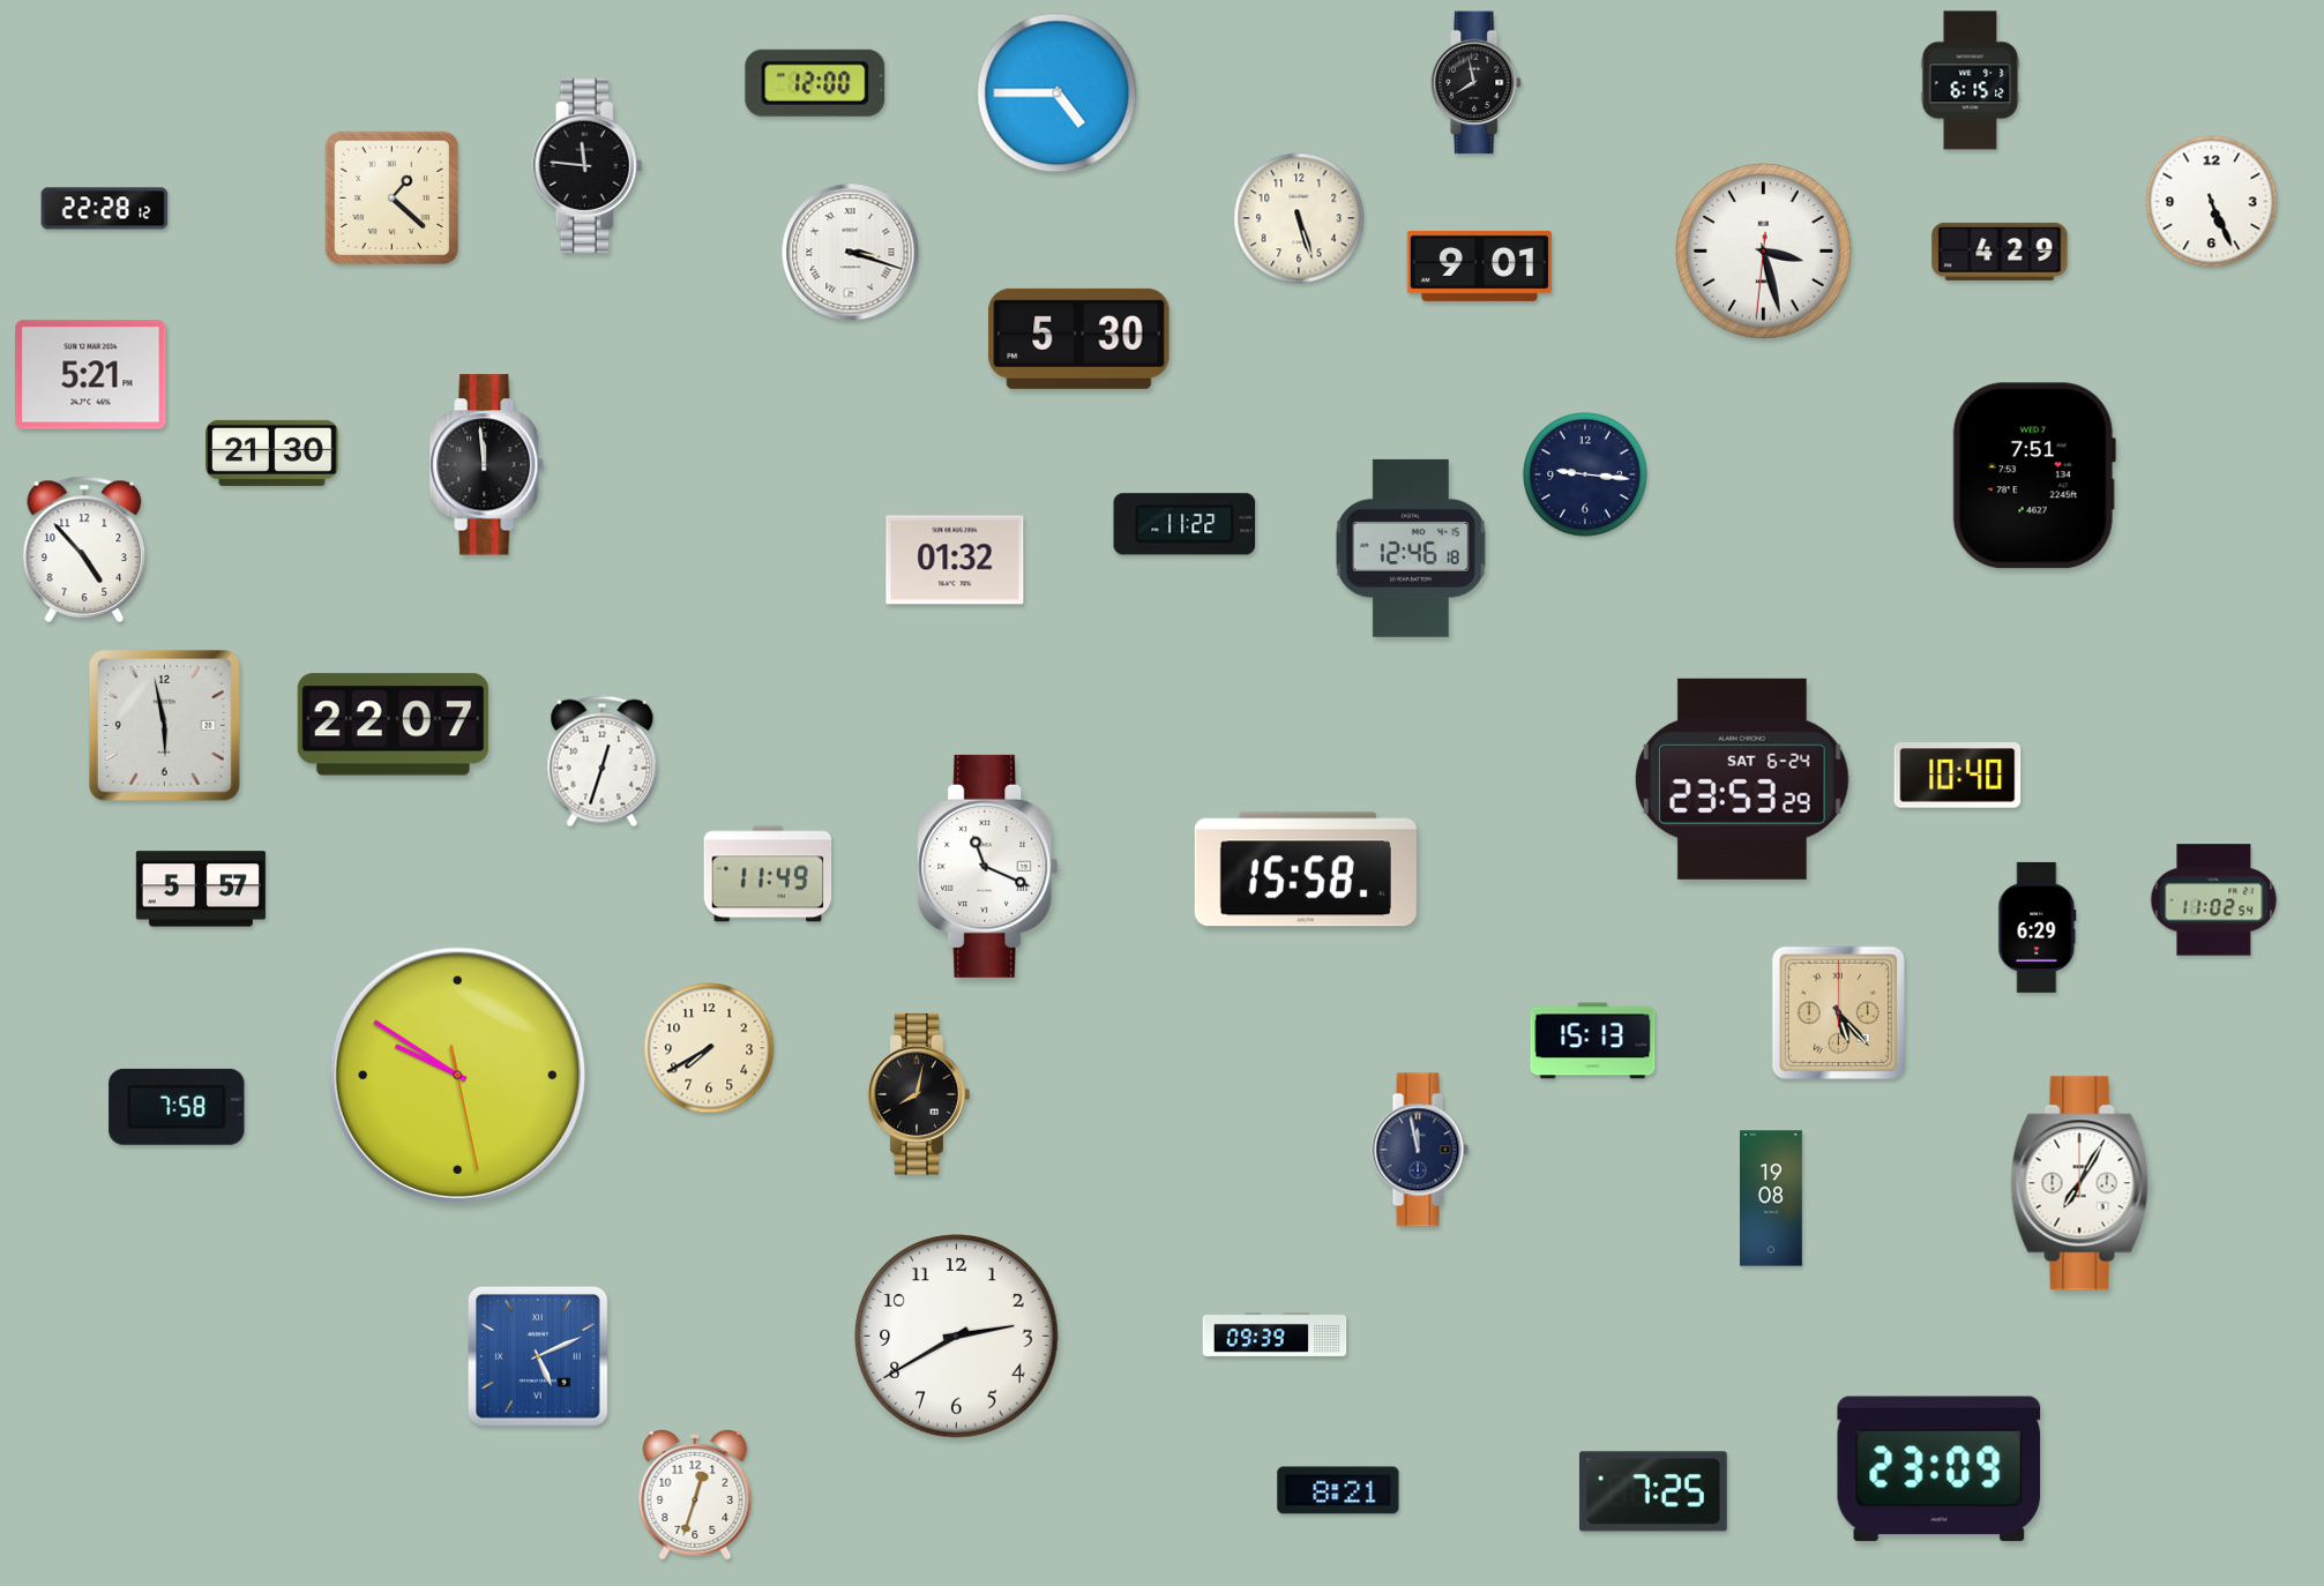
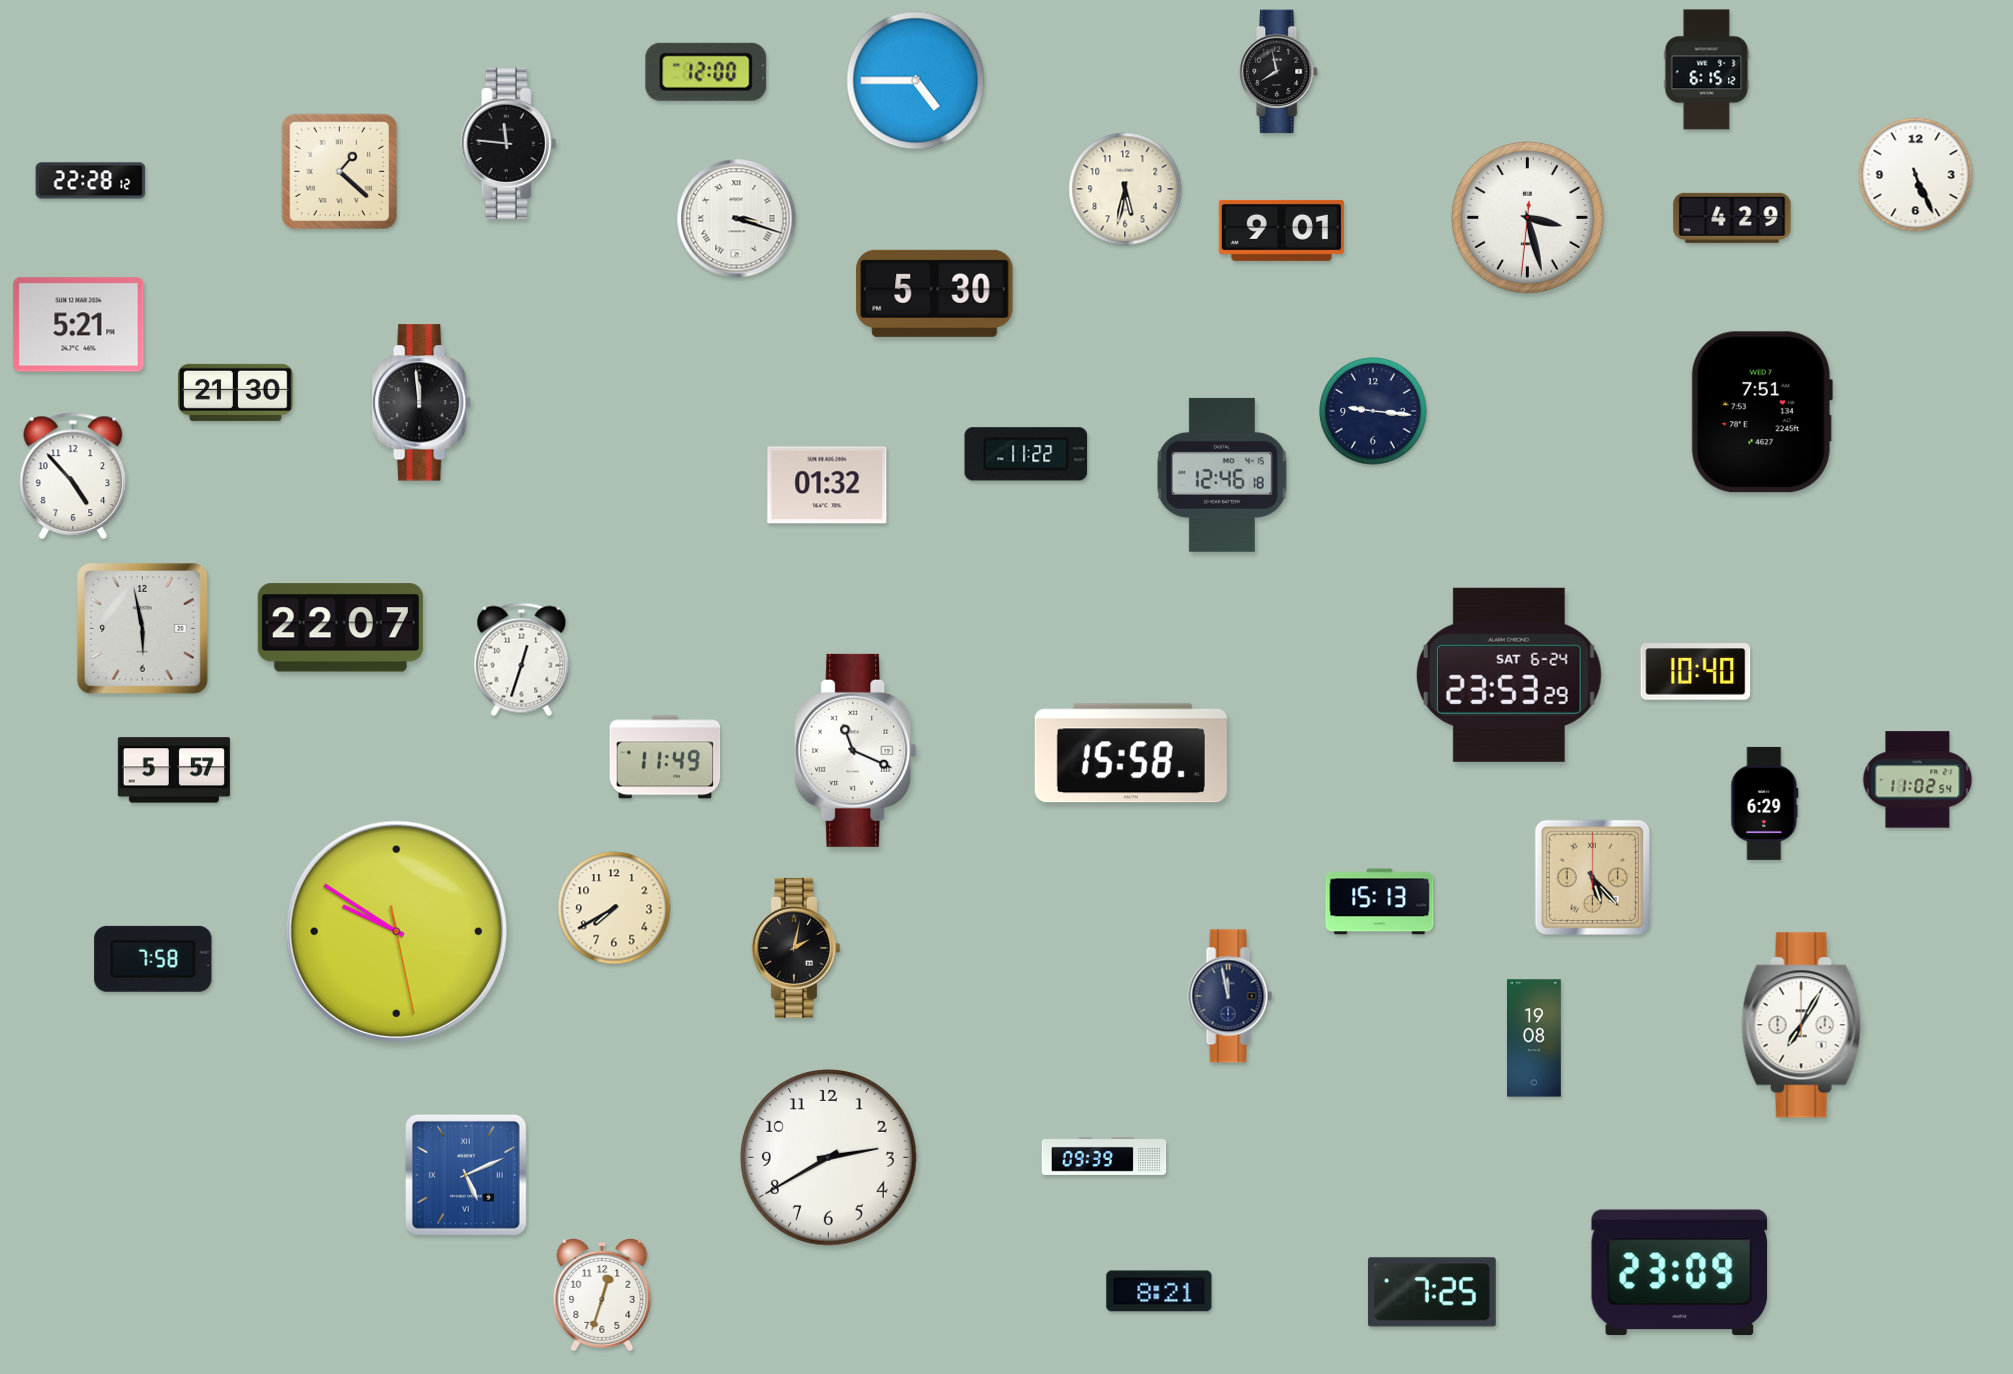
clock at (1299, 218): 5:27 -> 5:32
clock at (918, 1094): 8:02 -> 2:02
